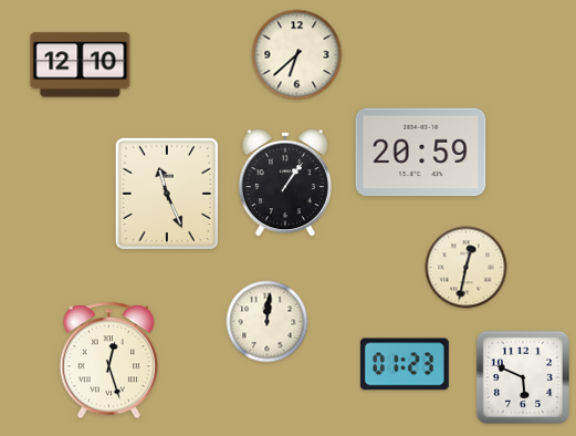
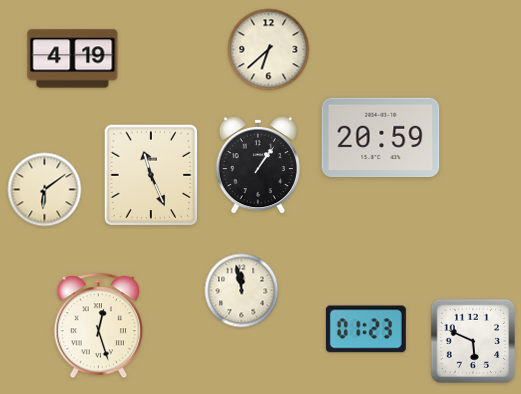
clock at (81, 65): 12:10 -> 4:19
clock at (45, 190): none -> 6:09
clock at (467, 268): 12:32 -> none
clock at (268, 322): 12:01 -> 11:58
